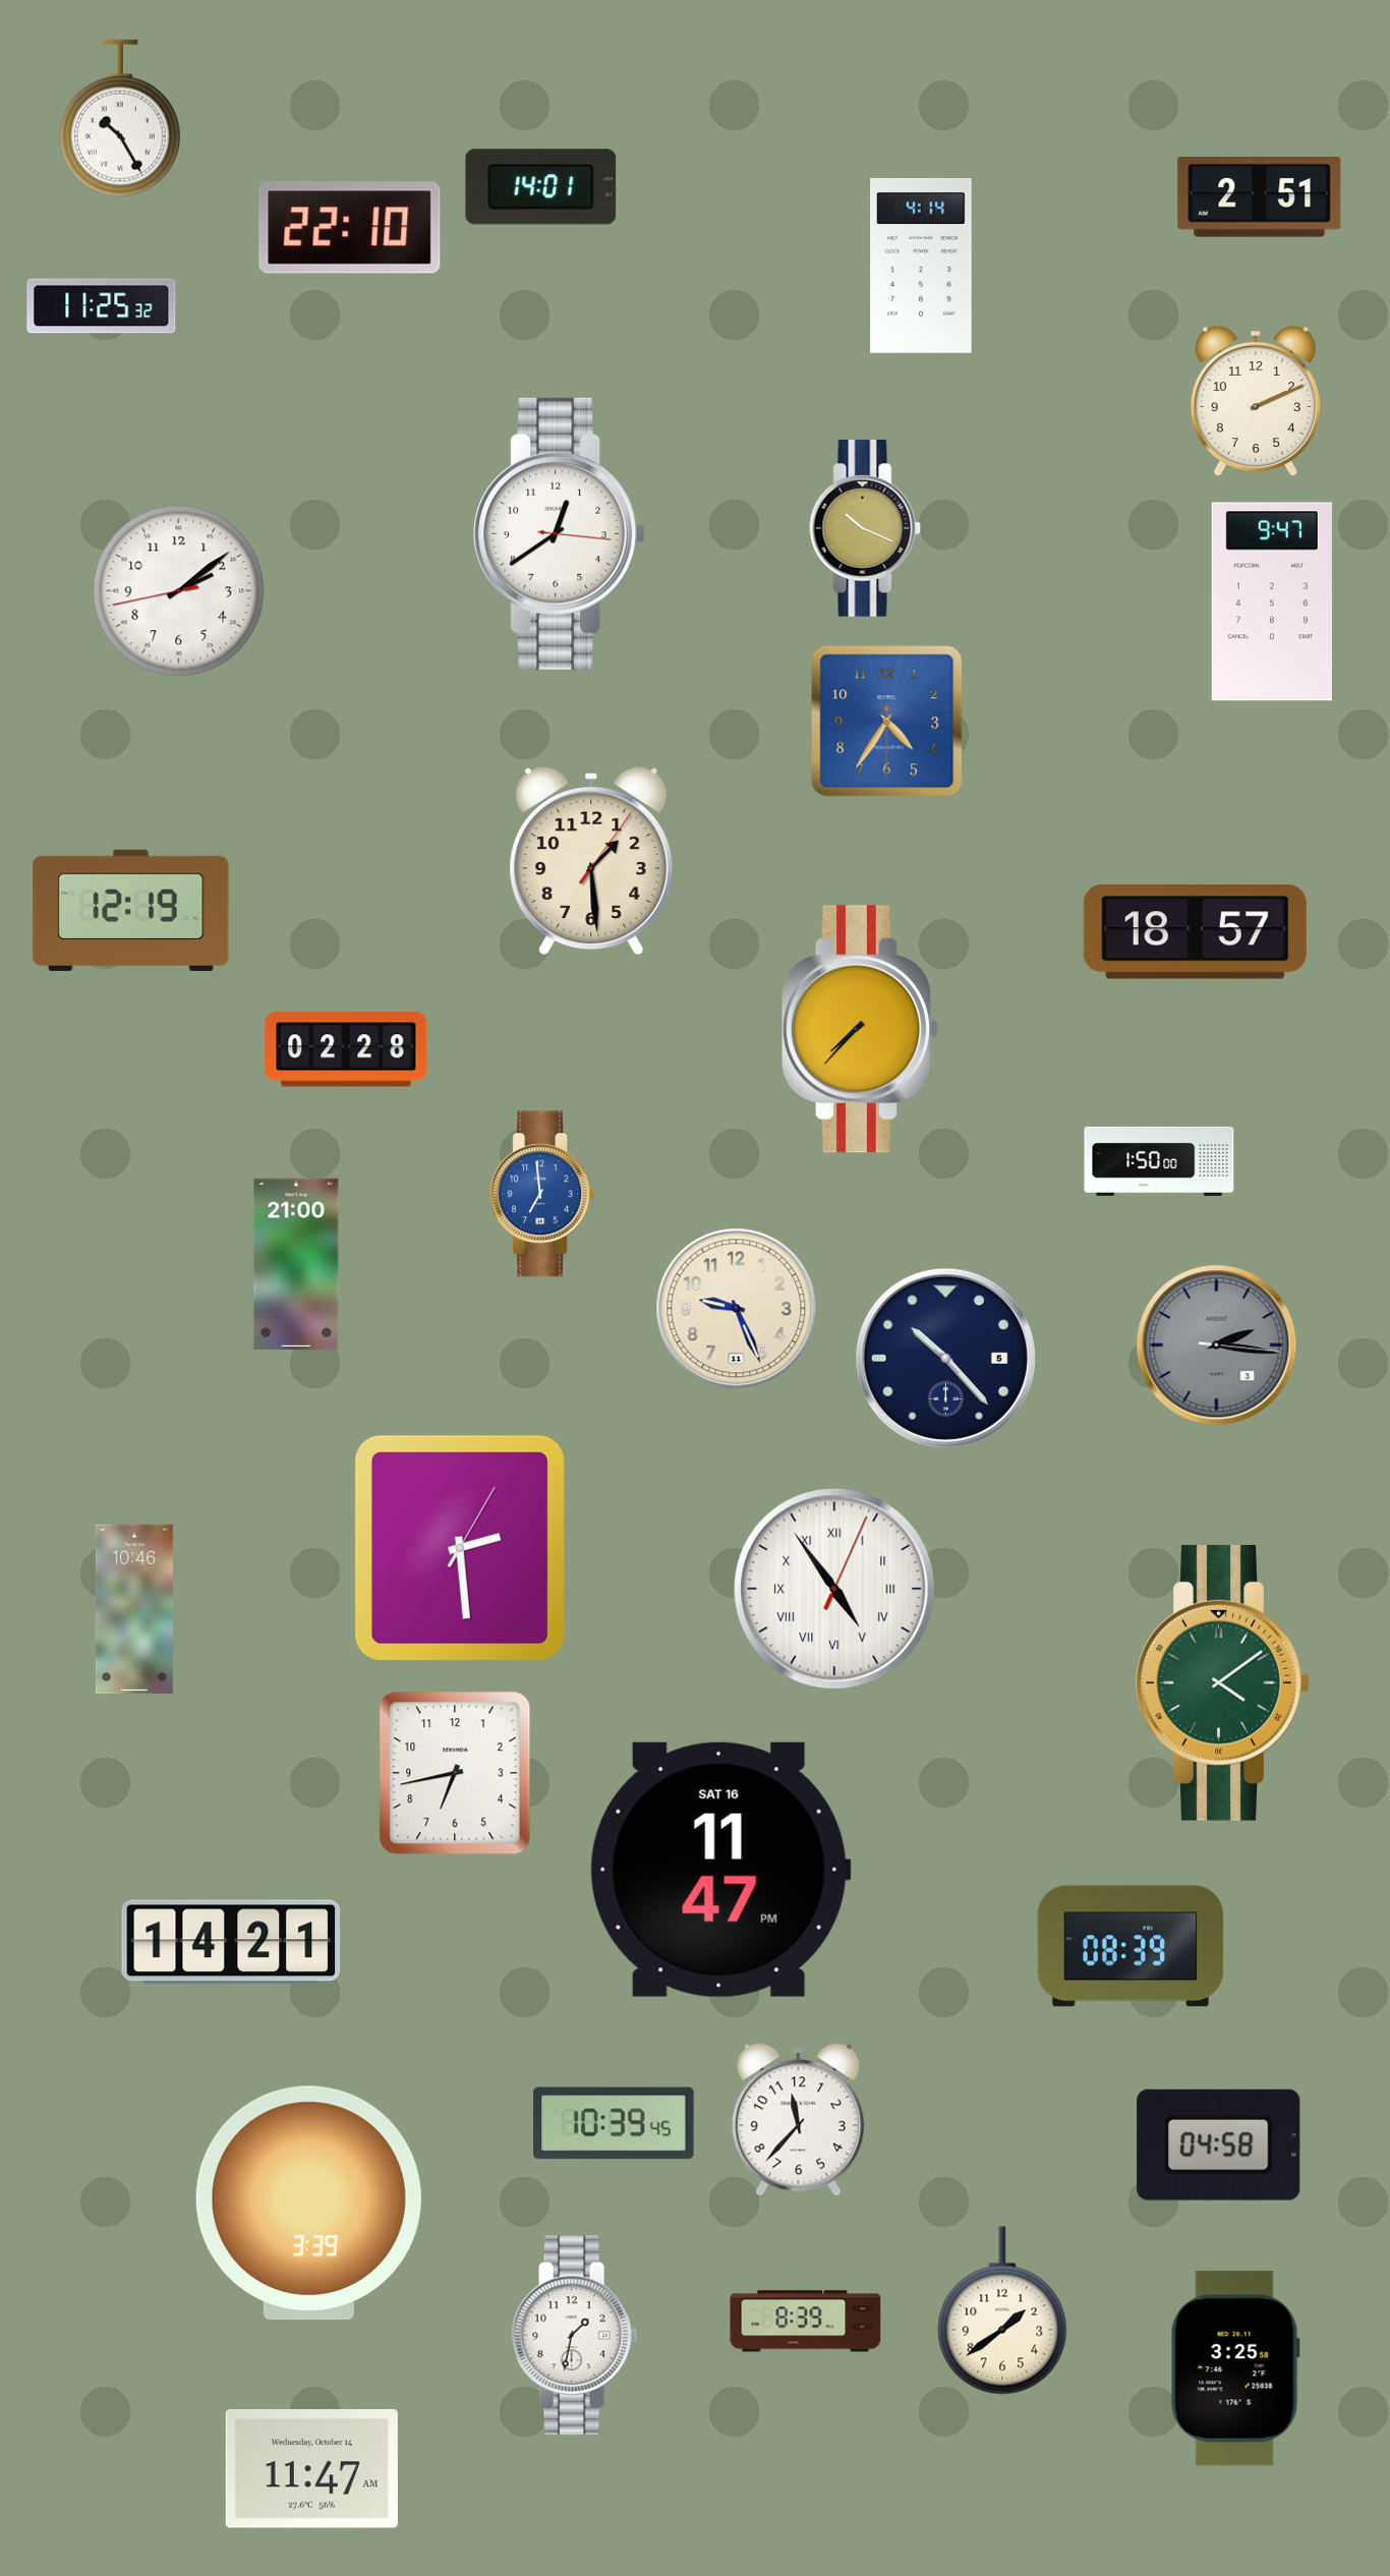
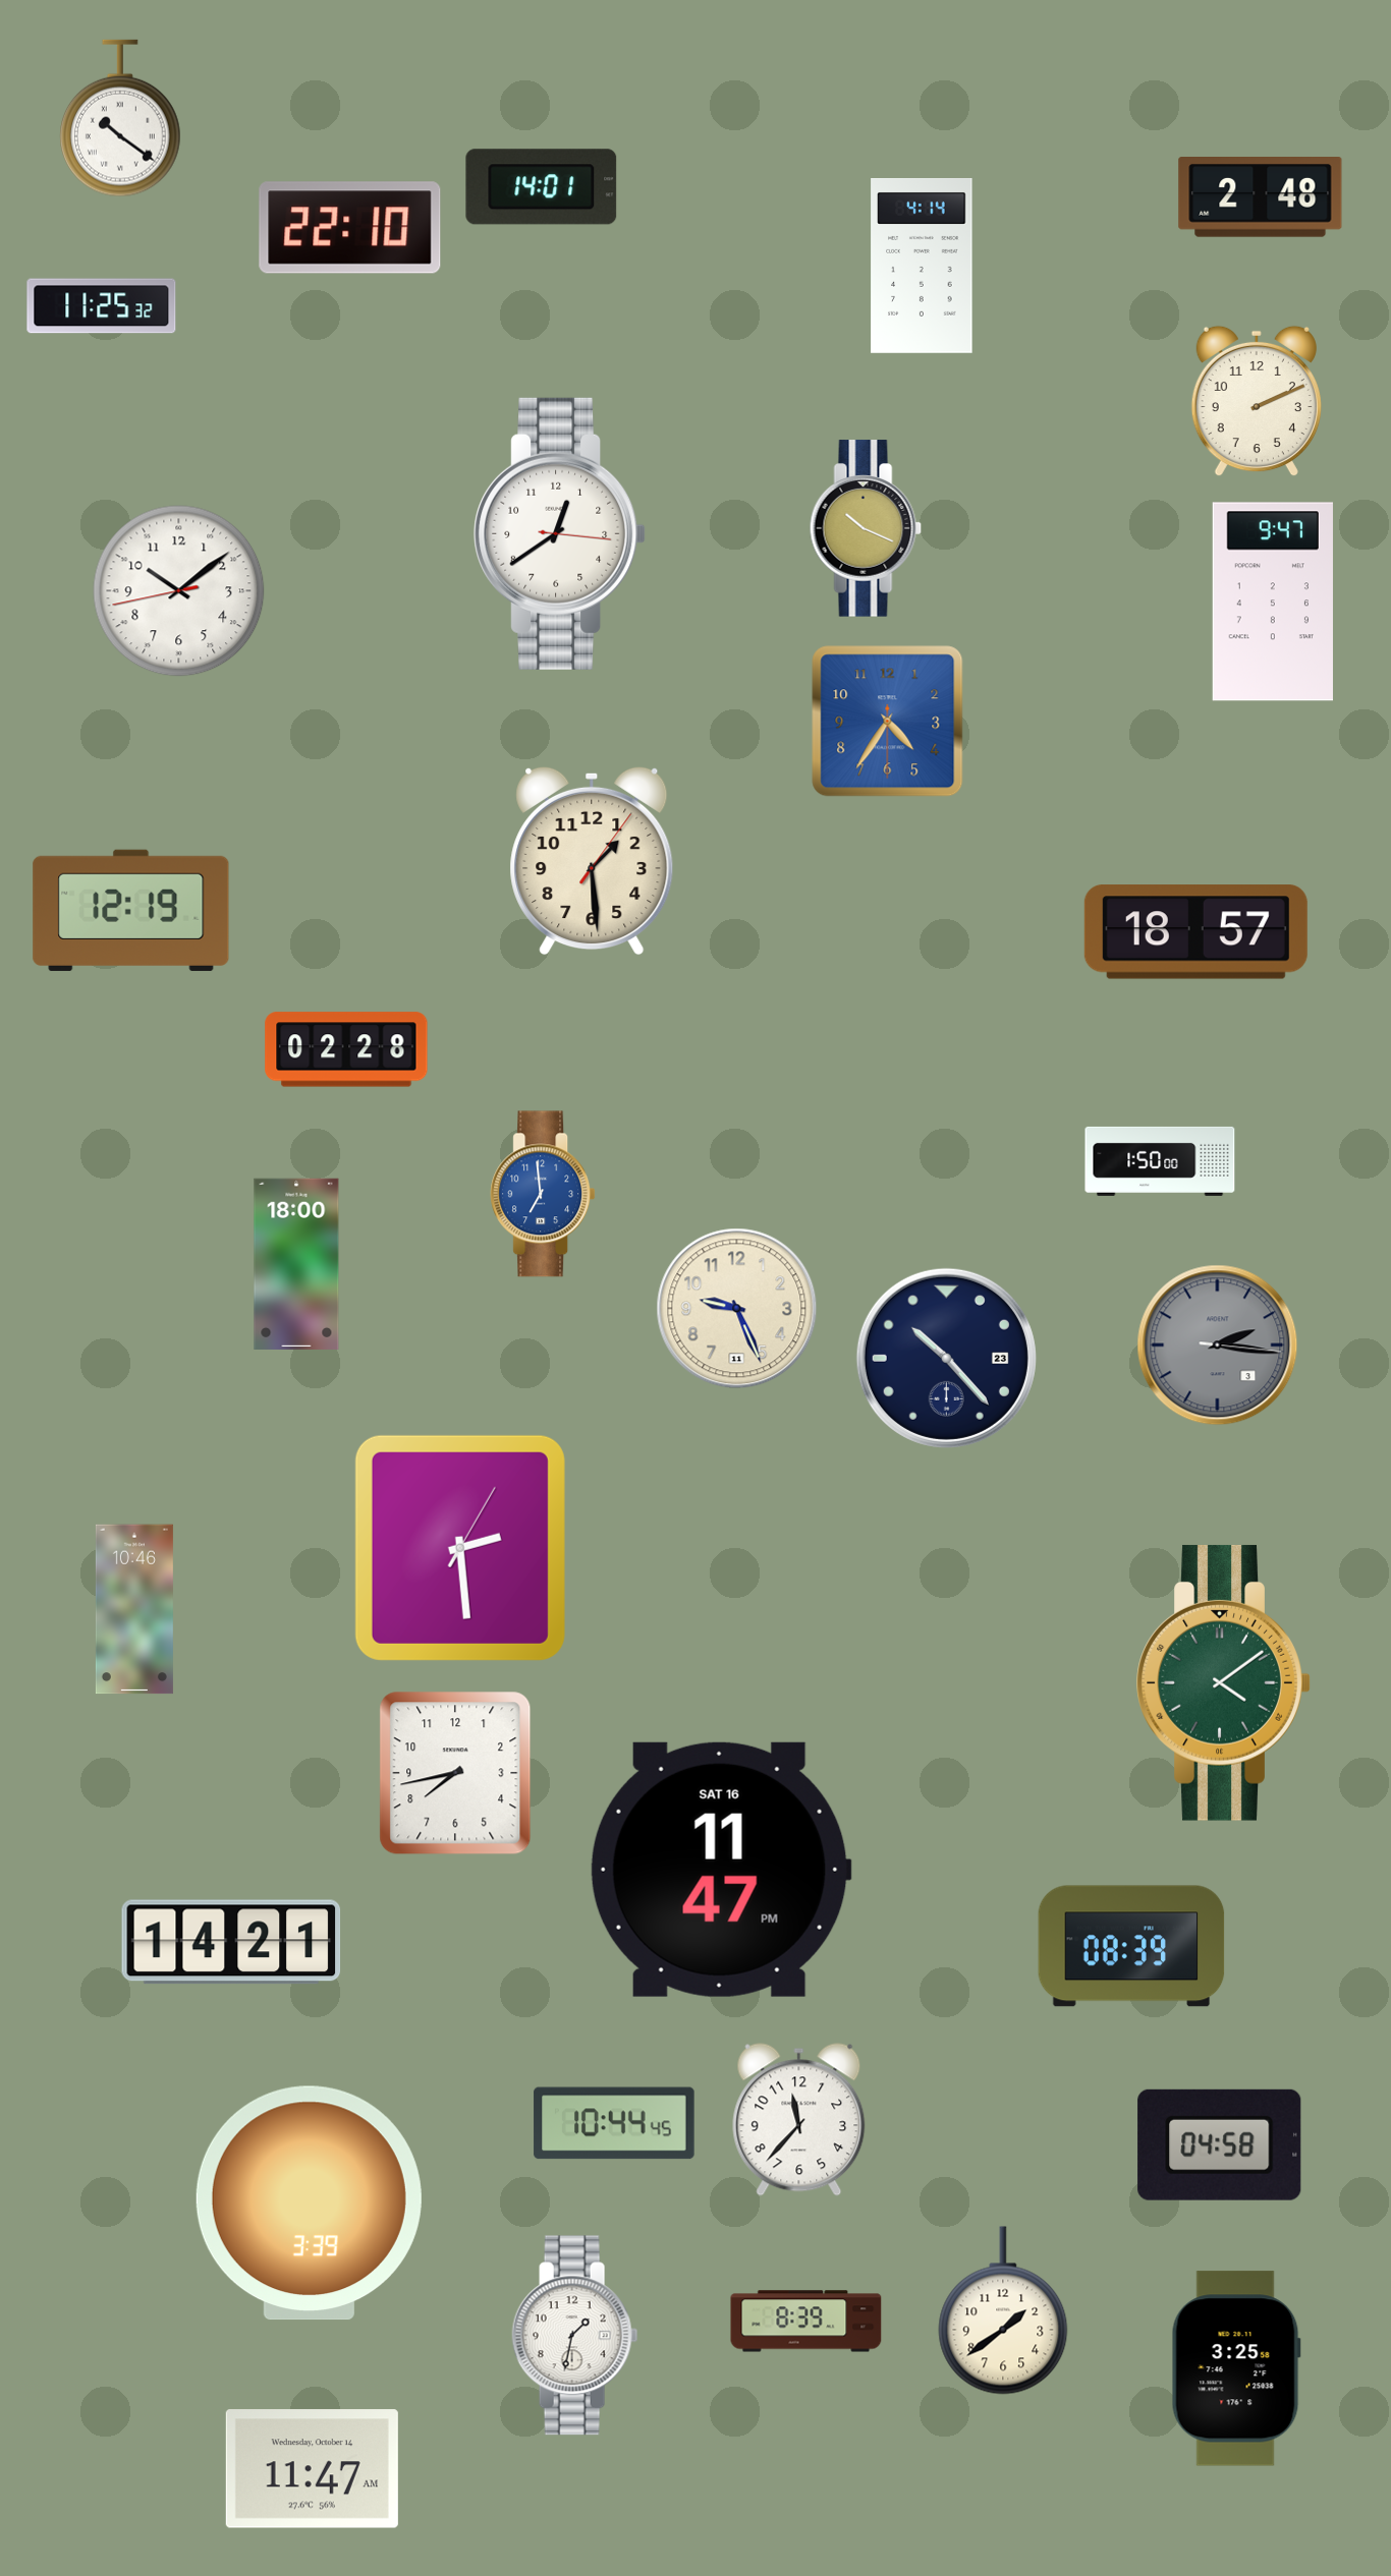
clock at (121, 118): 10:25 -> 10:21
clock at (1260, 197): 2:51 -> 2:48
clock at (179, 591): 2:08 -> 10:08
clock at (860, 1029): 7:37 -> none
clock at (296, 1264): 21:00 -> 18:00
clock at (945, 1358) date: 5 -> 23
clock at (834, 1589): 4:54 -> none
clock at (455, 1773): 6:43 -> 7:43
clock at (614, 2123): 10:39 -> 10:44
